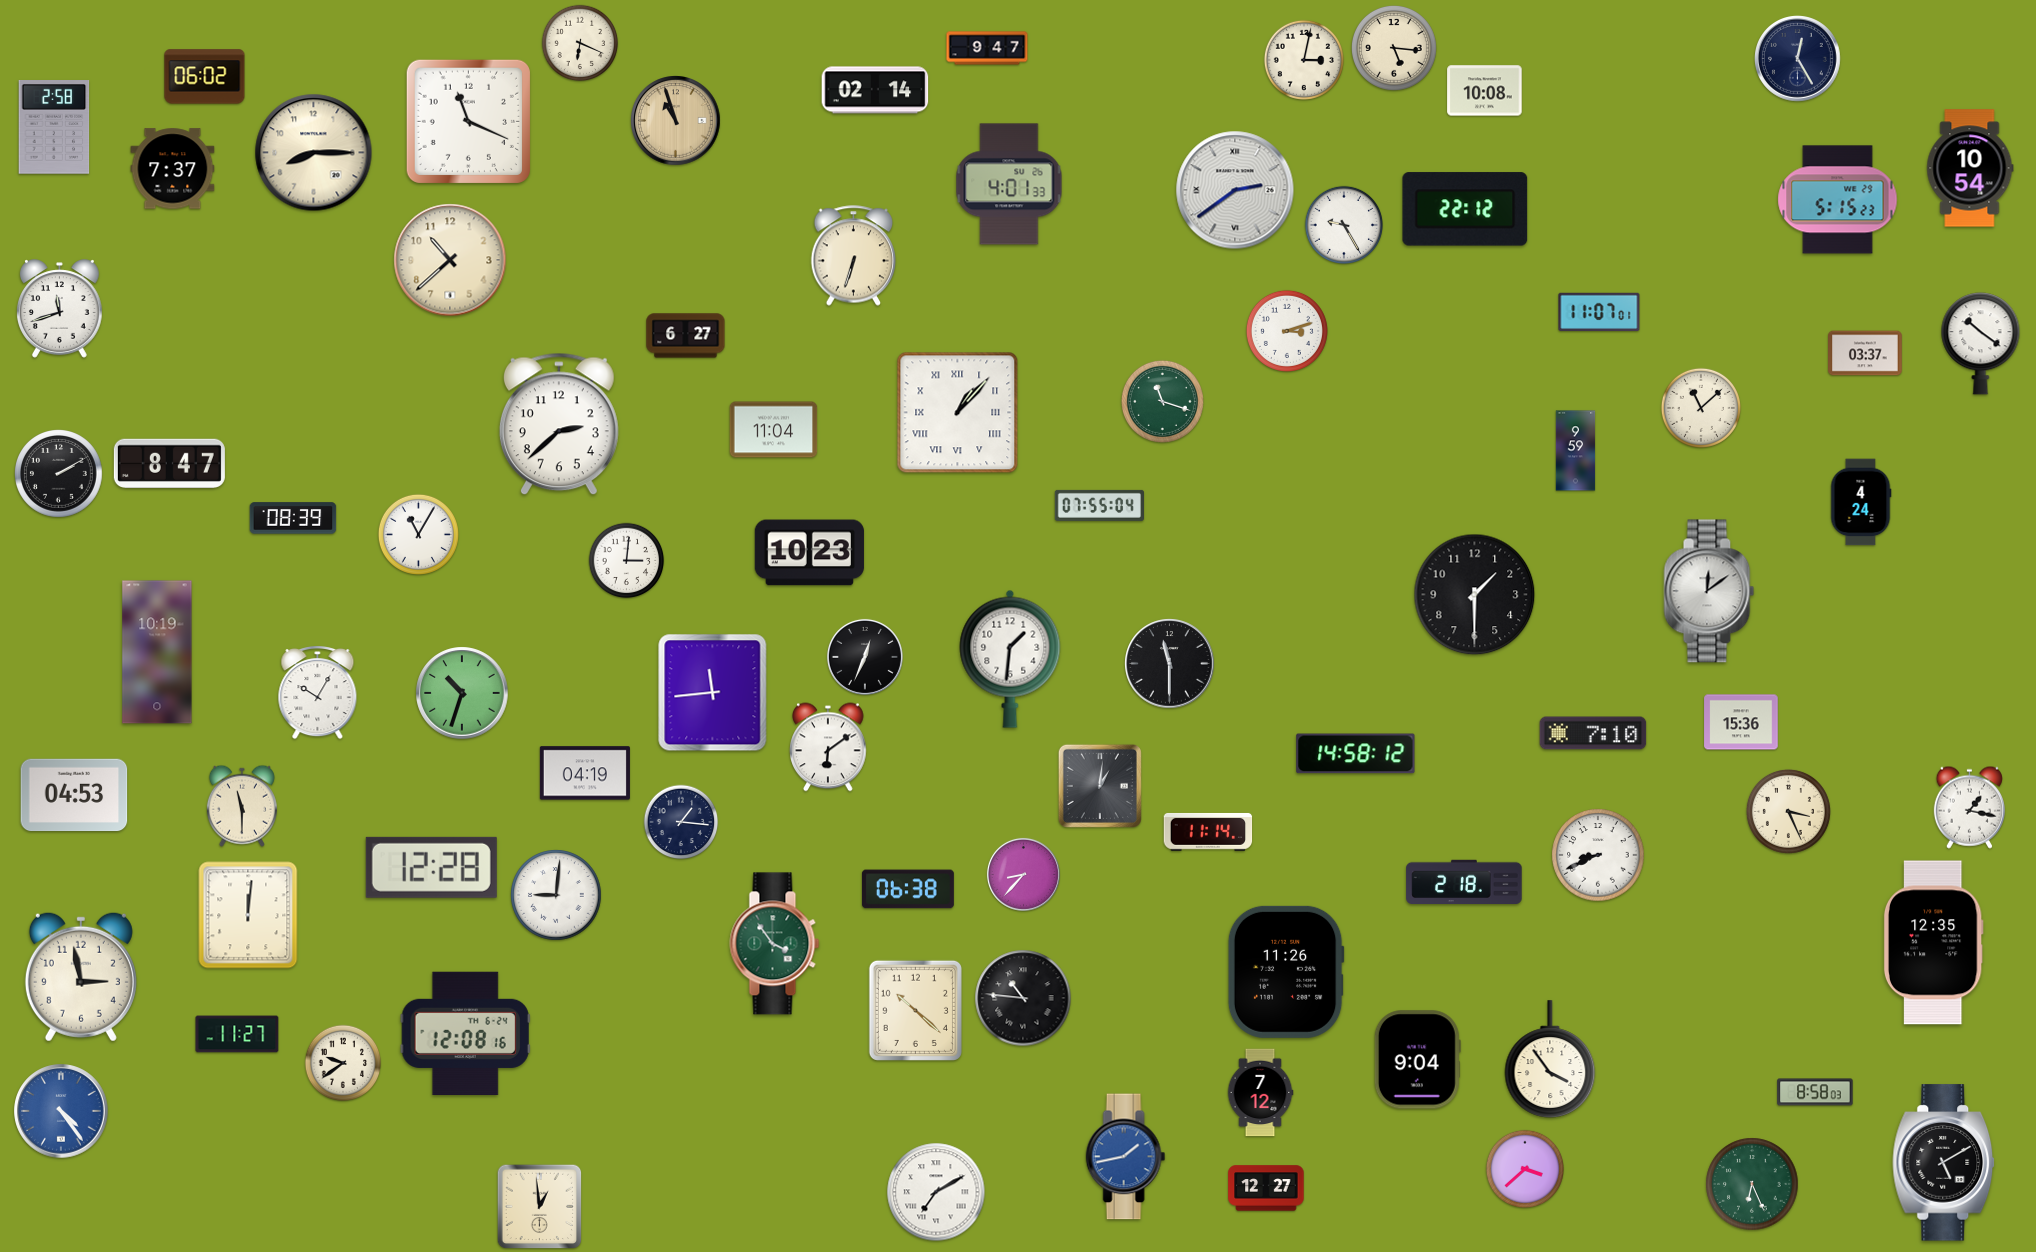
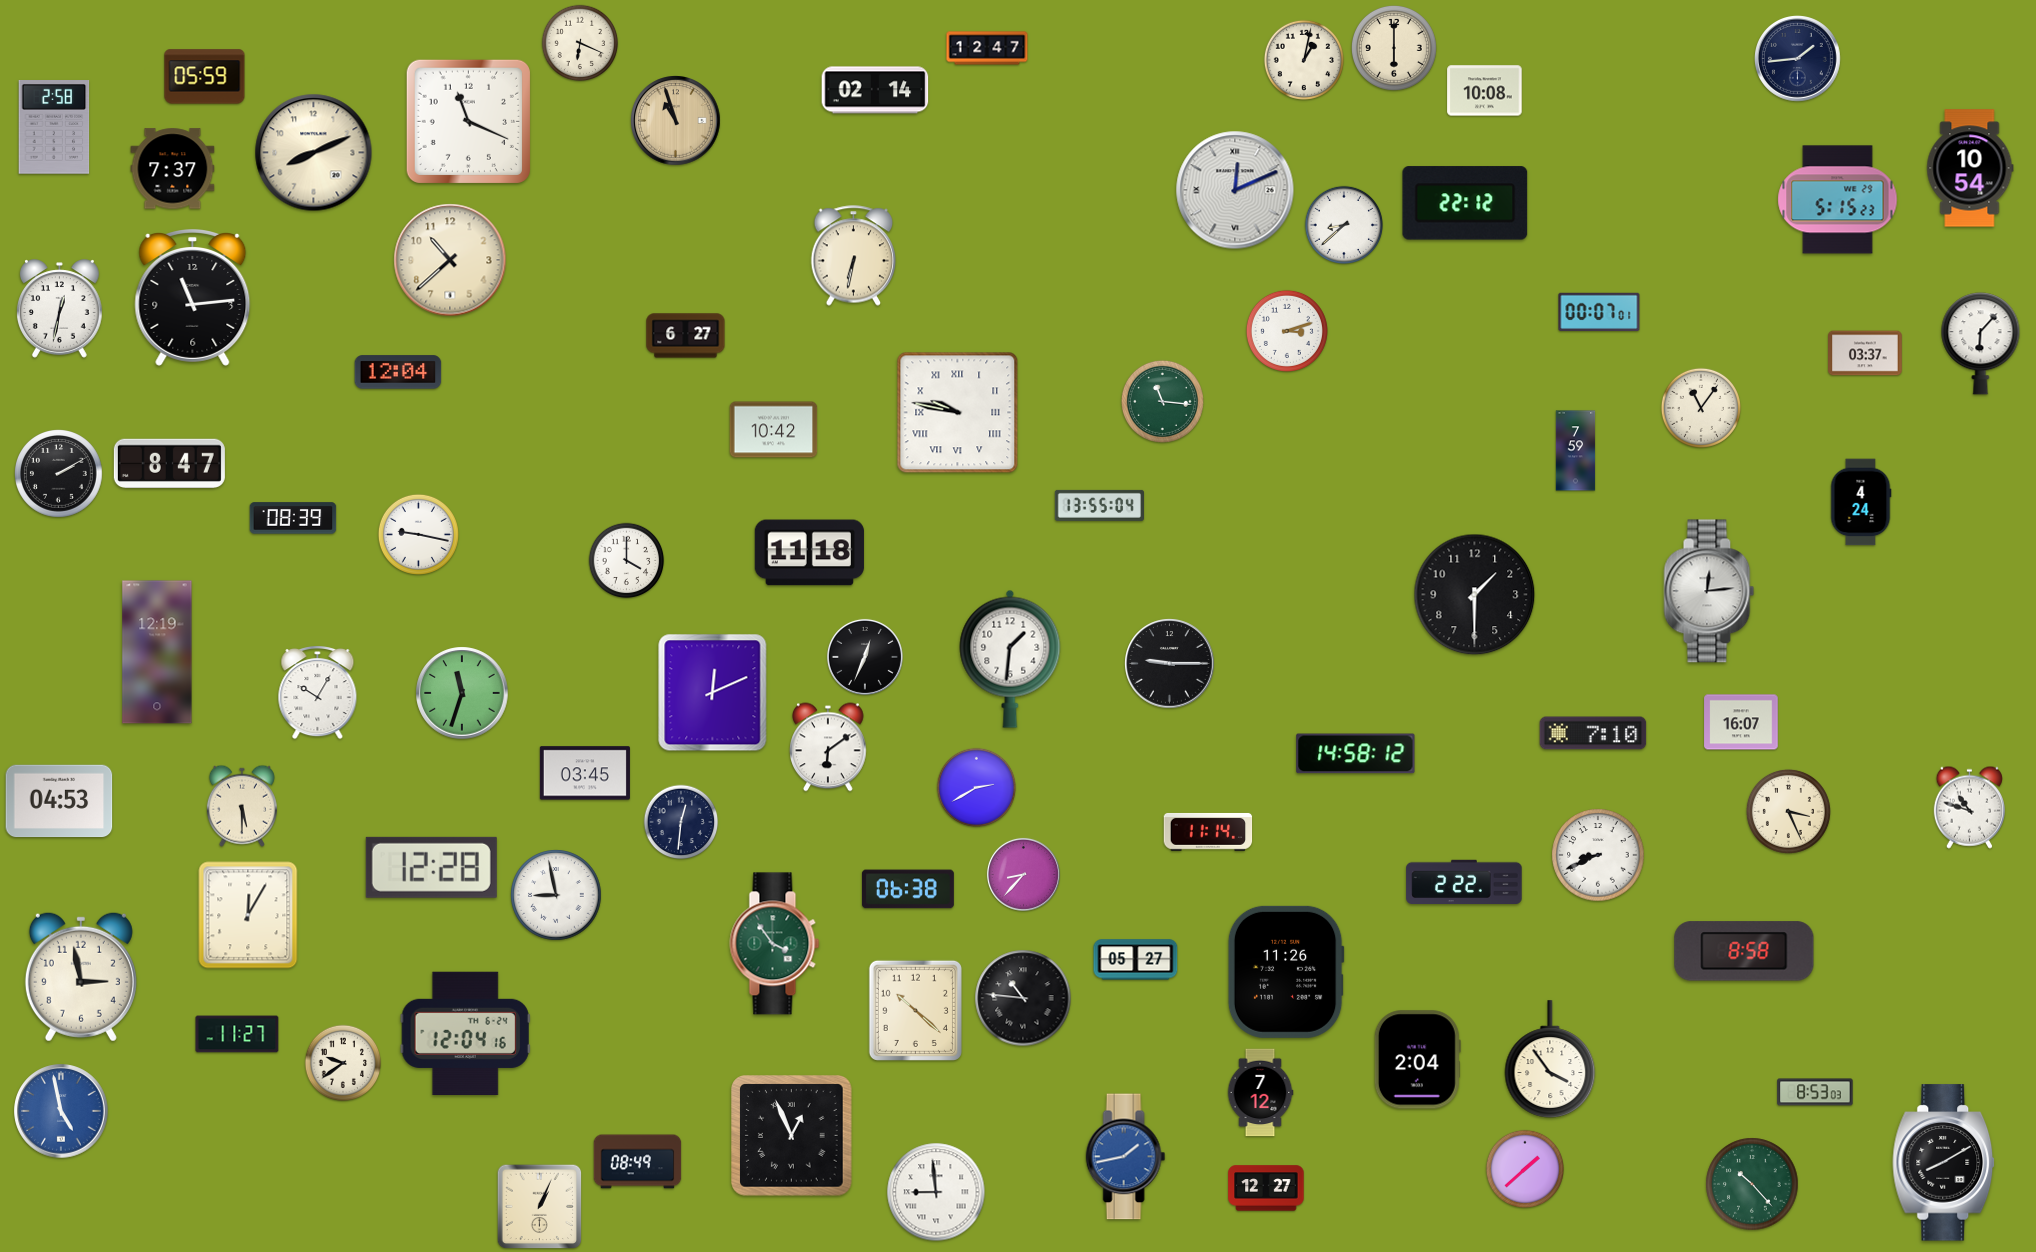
clock at (987, 48): 9:47 -> 12:47
clock at (1394, 48): 5:16 -> 6:00
clock at (1798, 59): 12:25 -> 1:44
clock at (1304, 60): 3:02 -> 1:02
clock at (205, 77): 06:02 -> 05:59
clock at (314, 153): 8:15 -> 8:11
clock at (1009, 184): 4:01 -> none
clock at (1235, 190): 2:39 -> 12:11
clock at (1465, 209) position: (1465, 209) -> (1465, 203)
clock at (1343, 224): 9:25 -> 8:38
clock at (854, 256): 6:33 -> 6:32
clock at (193, 298): none -> 11:14
clock at (59, 309): 11:42 -> 12:32
clock at (1599, 311): 11:07 -> 00:07
clock at (1981, 344): 10:21 -> 6:07
clock at (398, 372): none -> 12:04
clock at (1162, 401): 11:18 -> 11:16
clock at (1701, 408): 11:08 -> 11:06
clock at (958, 413): 1:07 -> 9:47
clock at (559, 424): 2:38 -> none
clock at (774, 430): 11:04 -> 10:42
clock at (1576, 451): 9:59 -> 7:59
clock at (1099, 505): 07:55 -> 13:55
clock at (418, 534): 11:05 -> 9:17
clock at (809, 553): 10:23 -> 11:18
clock at (627, 561): 3:01 -> 4:00
clock at (1709, 591): 12:09 -> 12:14
clock at (157, 652): 10:19 -> 12:19
clock at (1170, 664): 11:30 -> 9:15
clock at (462, 693): 10:33 -> 11:33
clock at (713, 693): 11:44 -> 12:11
clock at (1741, 722): 15:36 -> 16:07
clock at (585, 773): 04:19 -> 03:45
clock at (1100, 786): 1:01 -> none
clock at (976, 787): none -> 2:40
clock at (74, 795) position: (74, 795) -> (59, 801)
clock at (242, 806): 11:30 -> 5:30
clock at (1969, 807): 1:17 -> 10:48
clock at (681, 822): 1:16 -> 12:31
clock at (1464, 881): 2:18 -> 2:22
clock at (556, 895): 9:01 -> 8:58
clock at (248, 915): 12:01 -> 12:05
clock at (1933, 943): 12:35 -> none
clock at (1744, 951): none -> 8:58
clock at (1136, 960): none -> 05:27
clock at (465, 1033): 12:08 -> 12:04
clock at (1417, 1060): 9:04 -> 2:04
clock at (1815, 1092): 8:58 -> 8:53
clock at (61, 1111): 4:24 -> 4:58
clock at (792, 1136): none -> 12:56
clock at (638, 1162): none -> 08:49
clock at (1944, 1163): 5:10 -> 8:10
clock at (1524, 1168): 3:38 -> 1:38
clock at (1752, 1184): 6:26 -> 10:23
clock at (936, 1192): 7:10 -> 8:59
clock at (540, 1207): 12:59 -> 1:04
